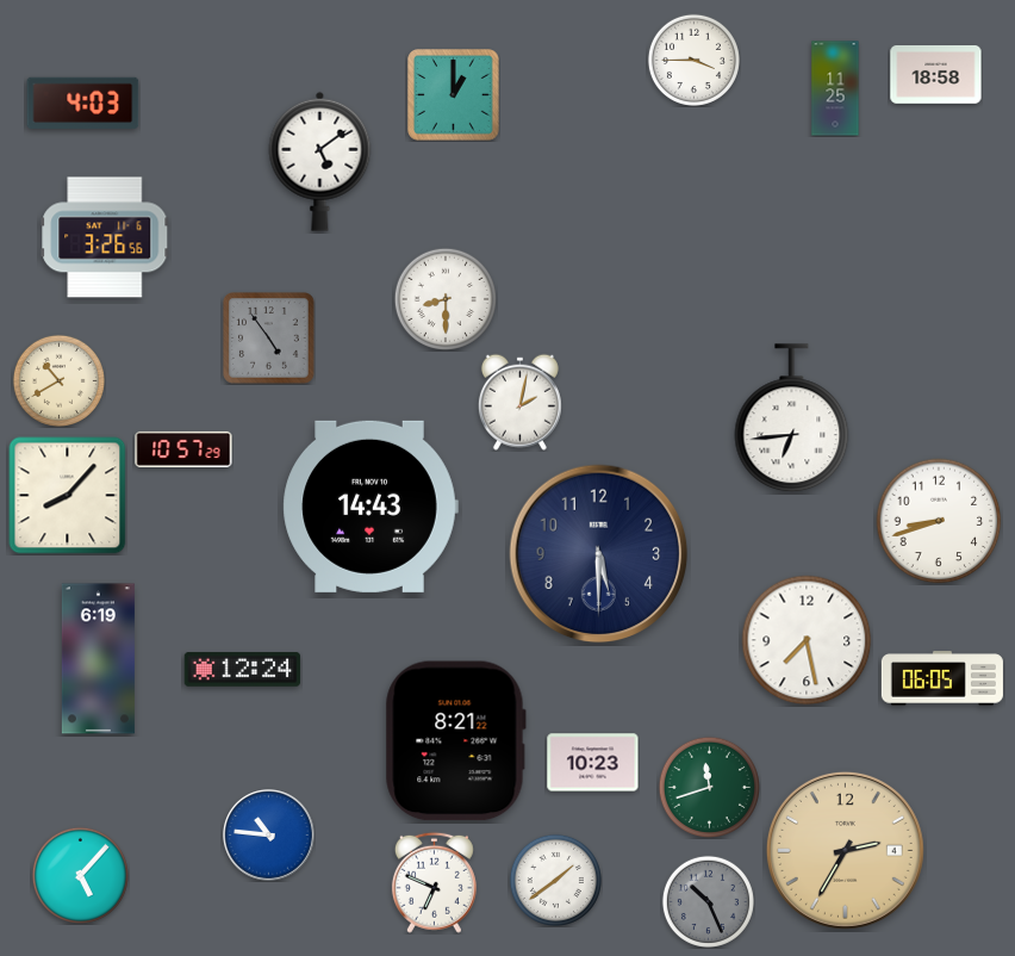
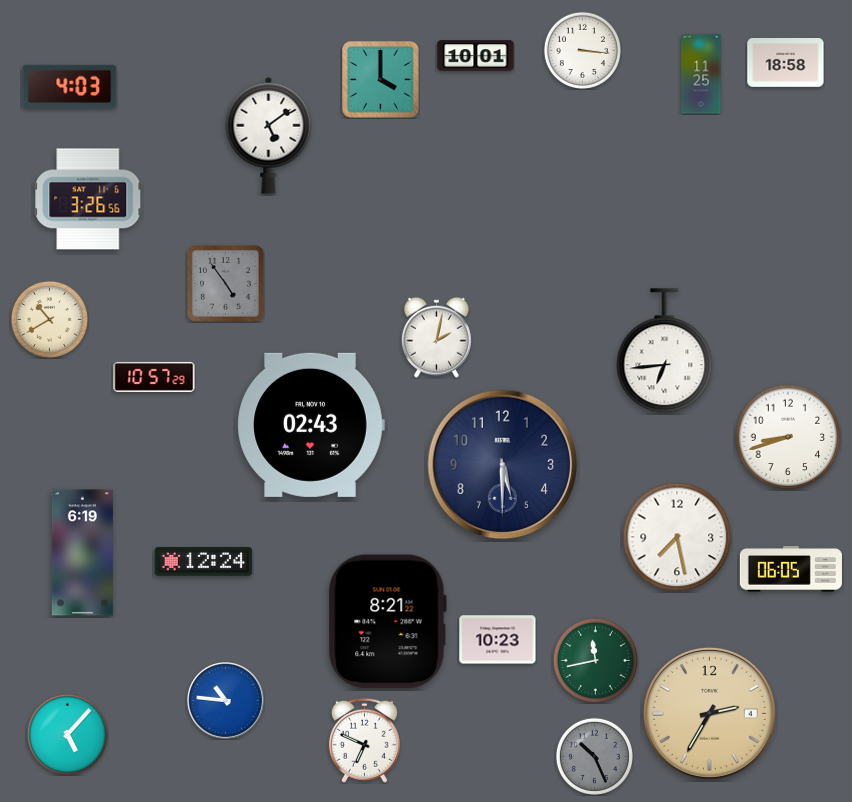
clock at (693, 60): 3:45 -> 3:16
clock at (476, 56): none -> 10:01
clock at (454, 95): 1:00 -> 4:00
clock at (444, 298): 8:30 -> none
clock at (68, 496): 8:07 -> none
clock at (370, 507): 14:43 -> 02:43
clock at (455, 741) position: (455, 741) -> (387, 622)
clock at (709, 787): 11:42 -> 11:43
clock at (555, 880): 1:39 -> none
